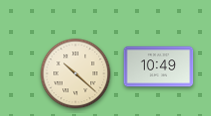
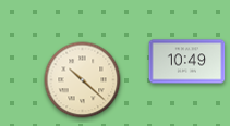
clock at (159, 67) position: (159, 67) -> (187, 62)
